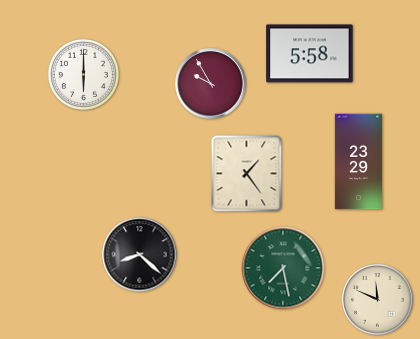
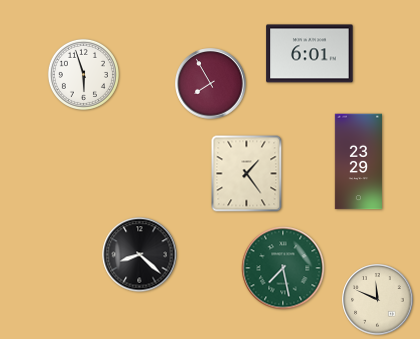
clock at (310, 54): 5:58 -> 6:01
clock at (83, 74): 6:00 -> 5:57
clock at (211, 84): 9:55 -> 7:55
